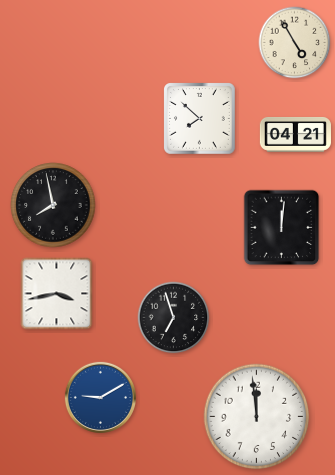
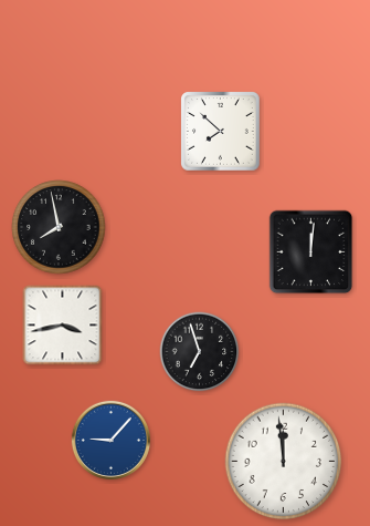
clock at (295, 43): 4:55 -> none
clock at (295, 134): 04:21 -> none
clock at (174, 318) position: (174, 318) -> (200, 352)
clock at (100, 397): 9:10 -> 9:07
